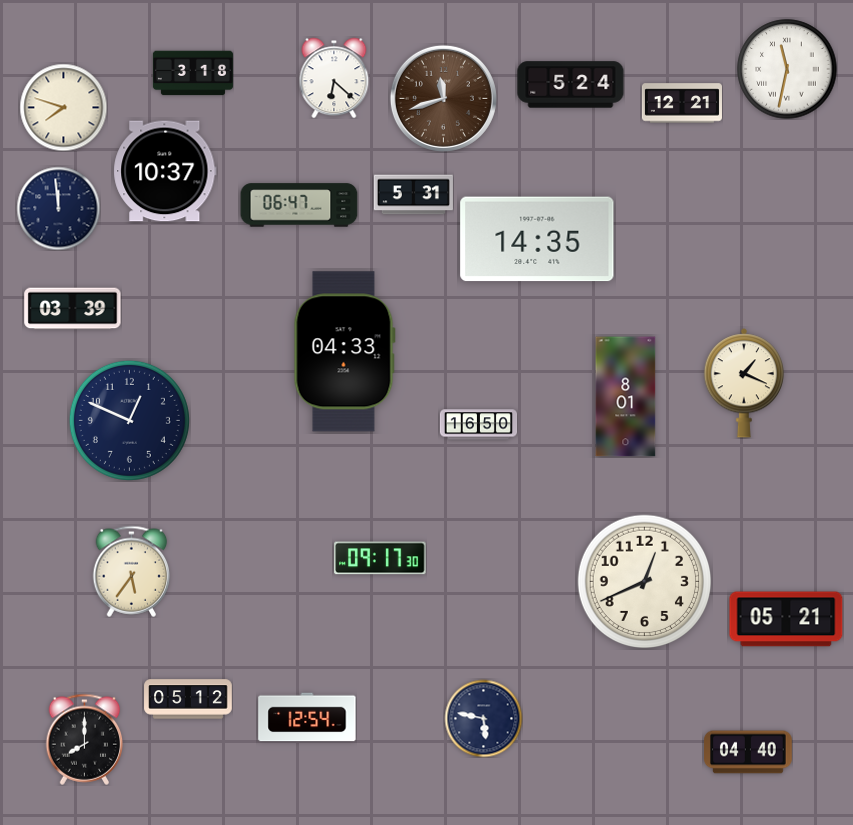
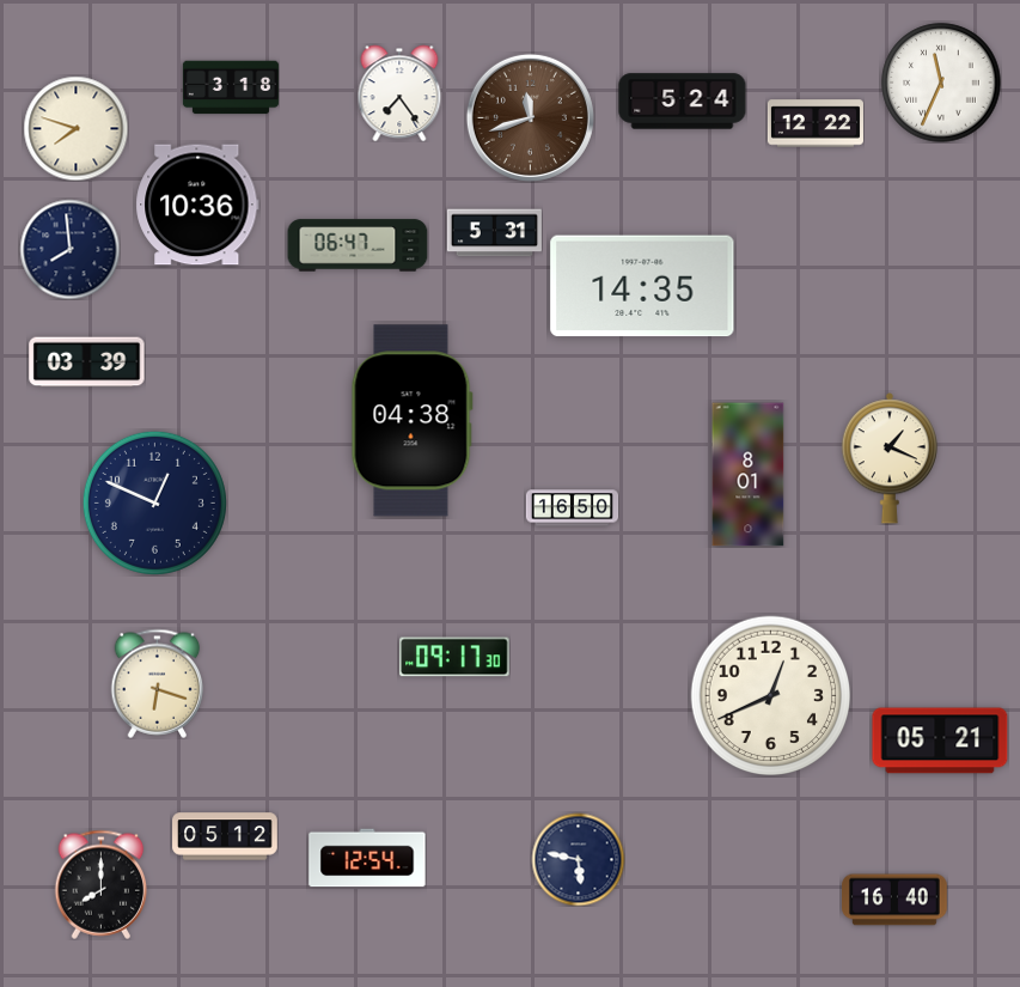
clock at (787, 69): 11:32 -> 11:34
clock at (334, 78): 6:22 -> 7:24
clock at (682, 103): 12:21 -> 12:22
clock at (165, 171): 10:37 -> 10:36
clock at (58, 208): 11:59 -> 7:59
clock at (73, 309) position: (73, 309) -> (87, 362)
clock at (344, 352): 04:33 -> 04:38
clock at (380, 558) position: (380, 558) -> (454, 657)
clock at (132, 571): 5:36 -> 6:18
clock at (748, 752): 04:40 -> 16:40
